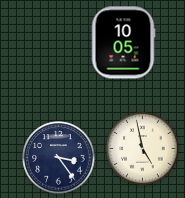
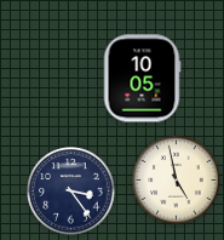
clock at (123, 43) position: (123, 43) -> (142, 79)
clock at (143, 149) position: (143, 149) -> (177, 181)
